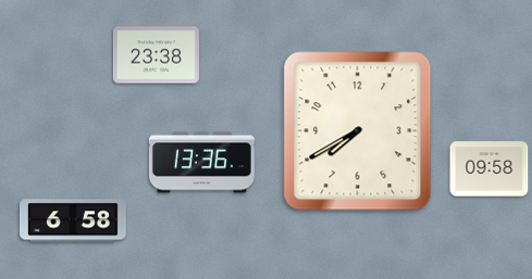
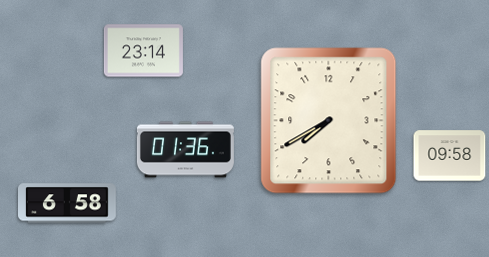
clock at (156, 55): 23:38 -> 23:14
clock at (201, 163): 13:36 -> 01:36
